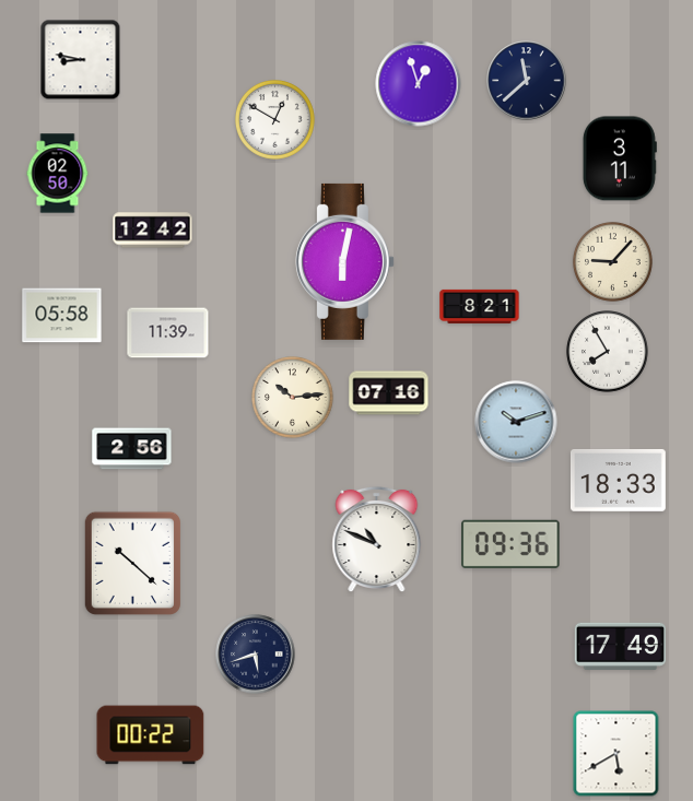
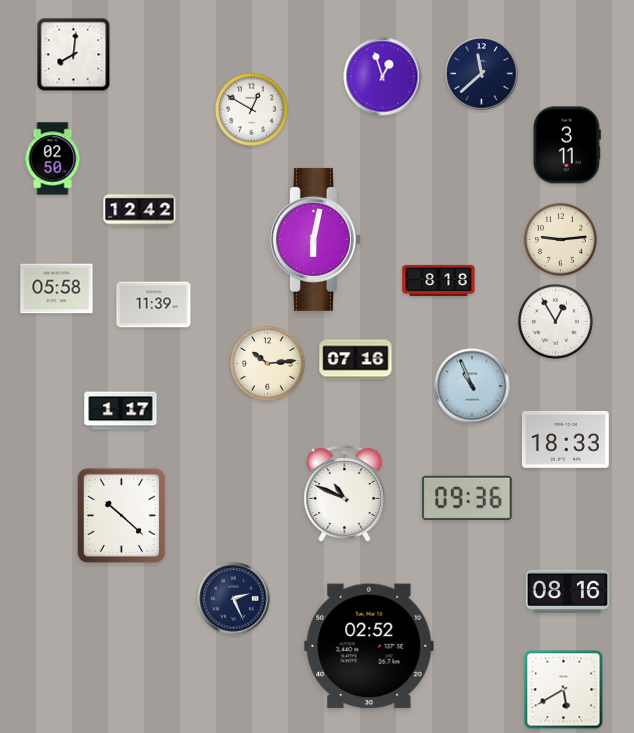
clock at (81, 60): 8:47 -> 8:01
clock at (613, 262): 9:07 -> 9:14
clock at (480, 306): 8:21 -> 8:18
clock at (608, 352): 7:55 -> 12:55
clock at (516, 422): 10:12 -> 10:56
clock at (132, 449): 2:56 -> 1:17
clock at (621, 646): 17:49 -> 08:16
clock at (256, 655): 5:42 -> 2:26
clock at (369, 646): none -> 02:52
clock at (151, 735): 00:22 -> none
